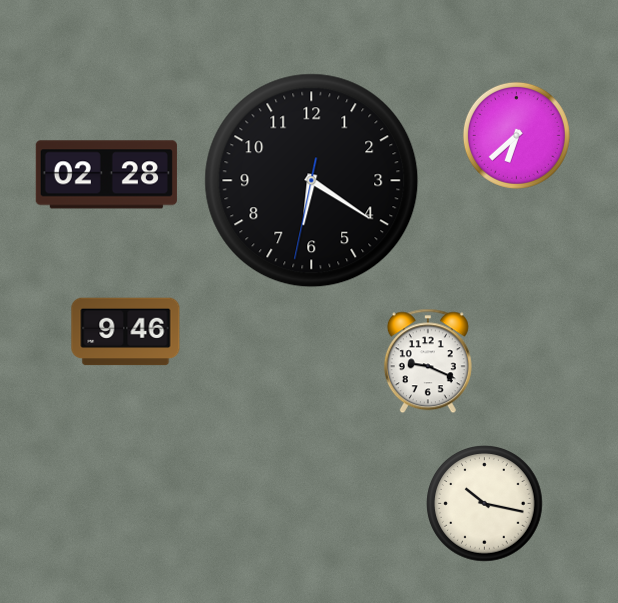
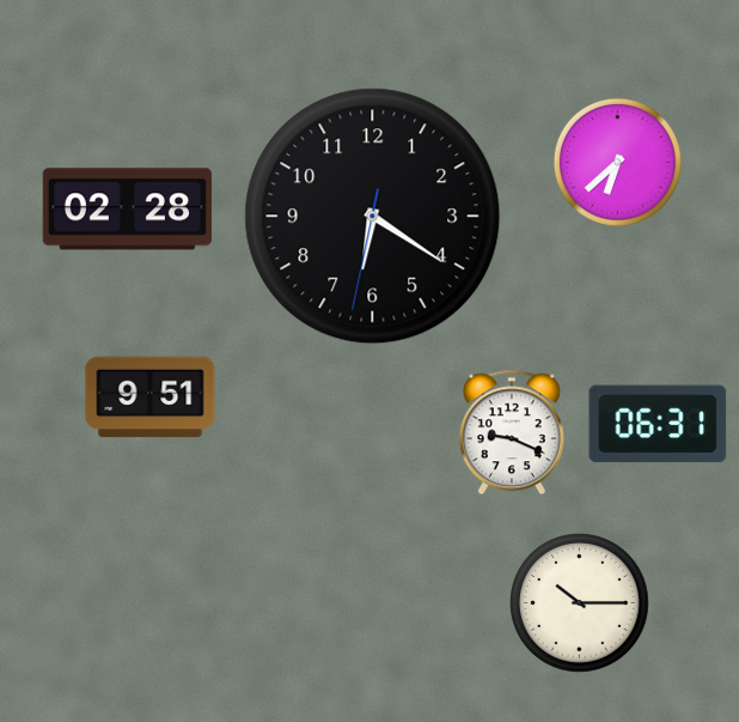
clock at (126, 332): 9:46 -> 9:51
clock at (658, 424): none -> 06:31
clock at (485, 504): 10:17 -> 10:15
